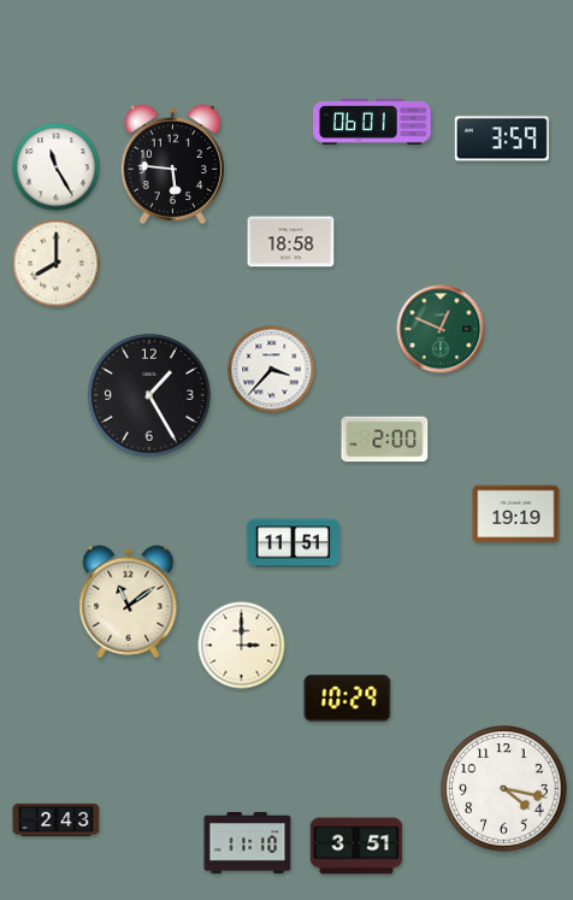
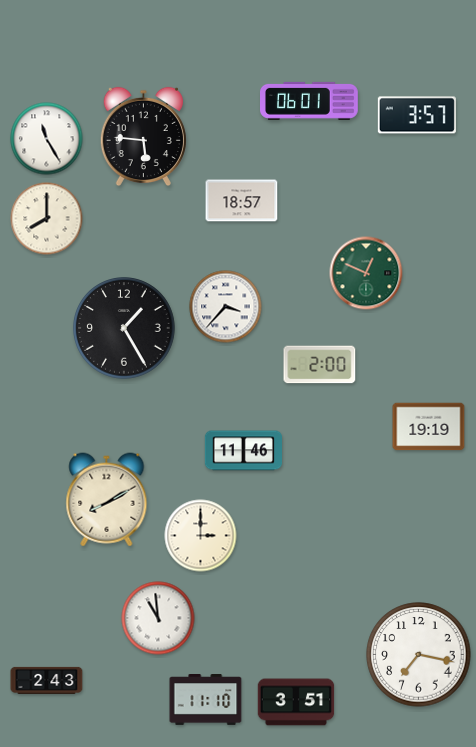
clock at (502, 139): 3:59 -> 3:57
clock at (291, 242): 18:58 -> 18:57
clock at (293, 543): 11:51 -> 11:46
clock at (129, 602): 11:09 -> 8:10
clock at (348, 699): 10:29 -> none
clock at (158, 618): none -> 10:59
clock at (504, 789): 4:17 -> 7:17
